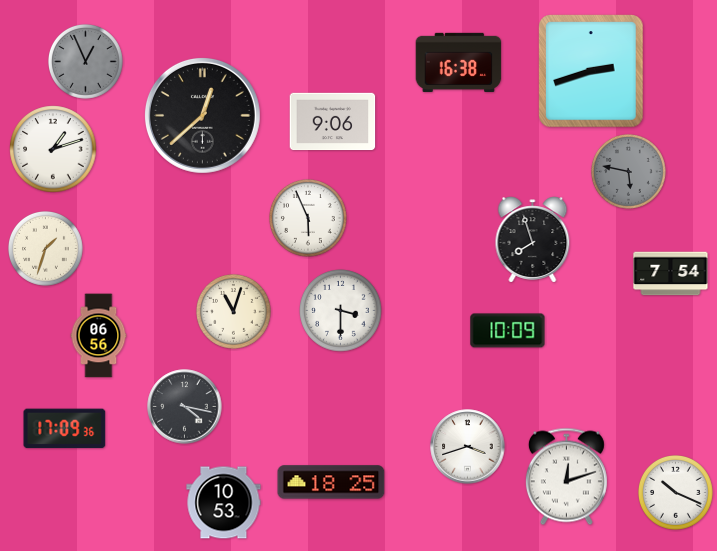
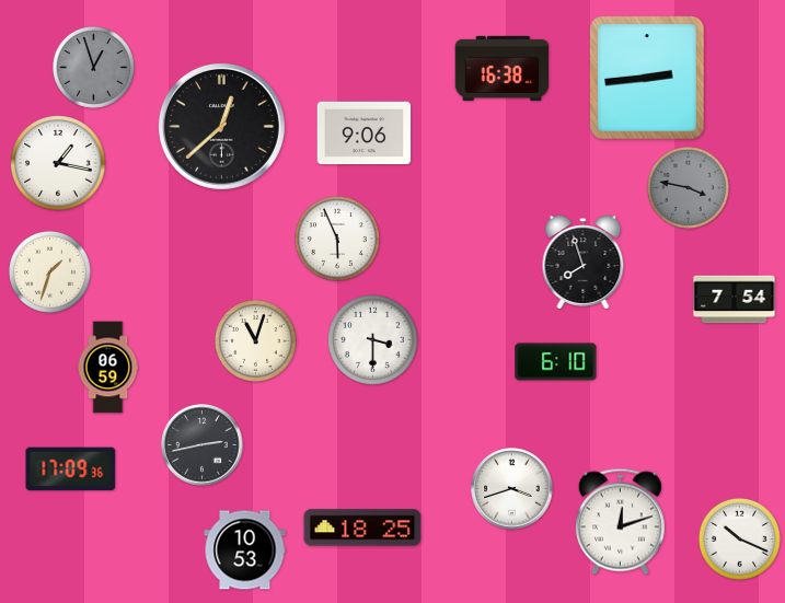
clock at (86, 62): 12:56 -> 12:57
clock at (591, 71): 2:42 -> 2:44
clock at (53, 149): 1:12 -> 1:17
clock at (629, 172): 5:47 -> 3:47
clock at (508, 331): 10:09 -> 6:10
clock at (99, 336): 06:56 -> 06:59
clock at (185, 407): 4:17 -> 2:43
